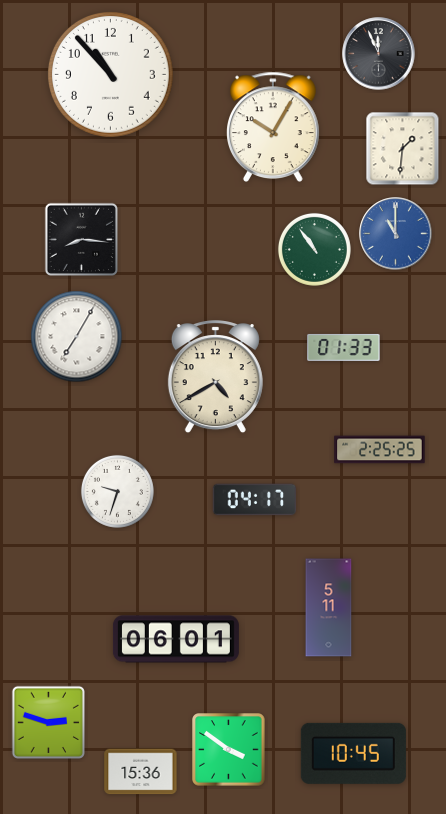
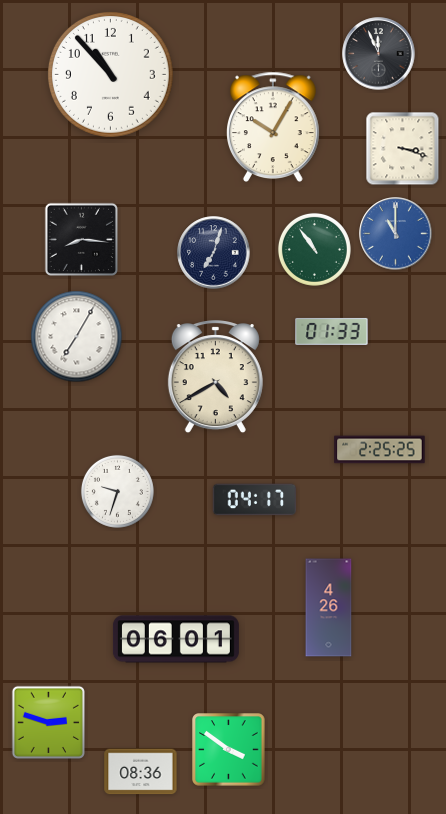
clock at (403, 149): 1:31 -> 3:18
clock at (214, 253): none -> 7:03
clock at (344, 347) position: (344, 347) -> (332, 331)
clock at (329, 608): 5:11 -> 4:26
clock at (353, 753): 10:45 -> none
clock at (141, 772): 15:36 -> 08:36
